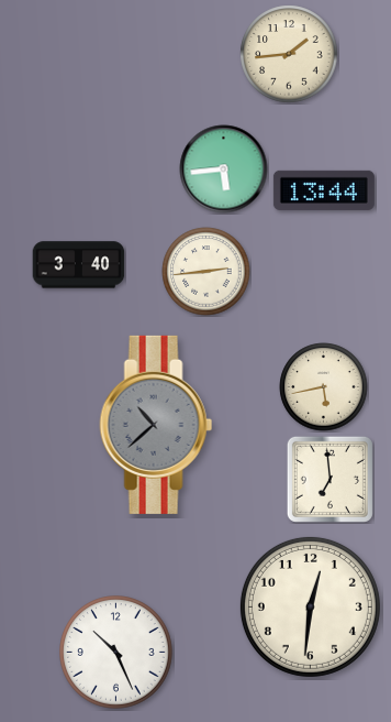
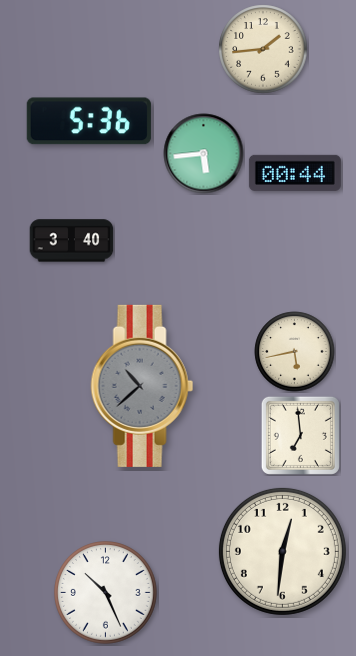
clock at (89, 121): none -> 5:36
clock at (324, 190): 13:44 -> 00:44
clock at (206, 272): 2:44 -> none
